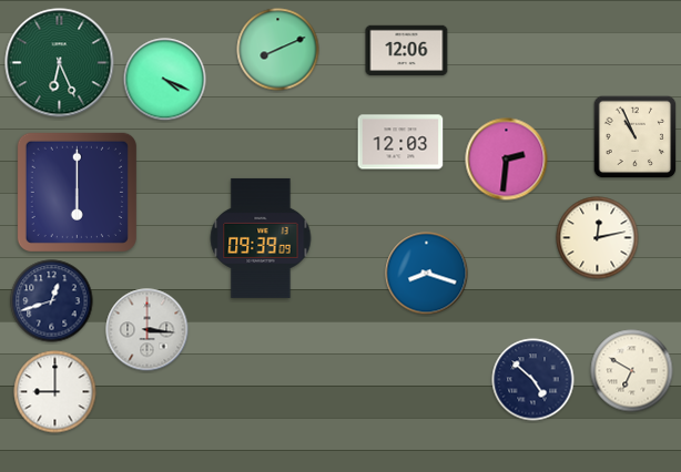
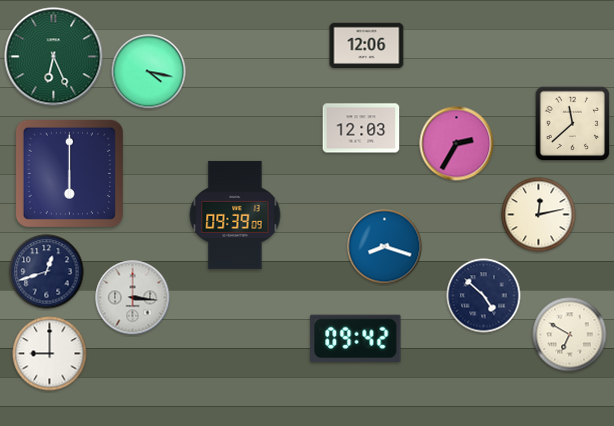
clock at (278, 50): 8:11 -> none
clock at (165, 80): 4:19 -> 4:17
clock at (636, 137): 10:56 -> 11:38
clock at (507, 160): 2:31 -> 2:35
clock at (356, 338): none -> 09:42
clock at (533, 380) position: (533, 380) -> (484, 296)
